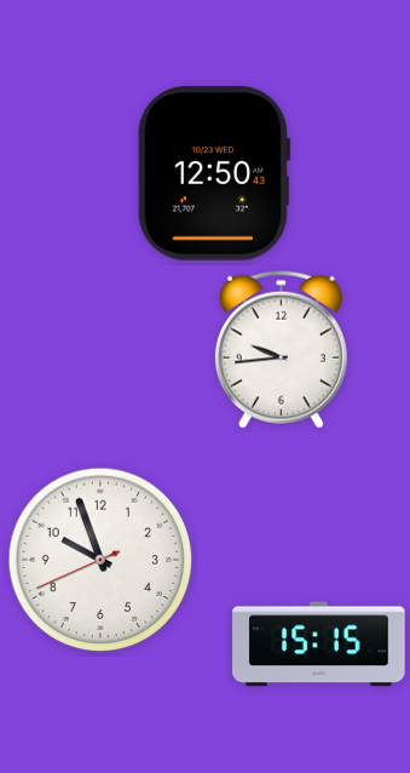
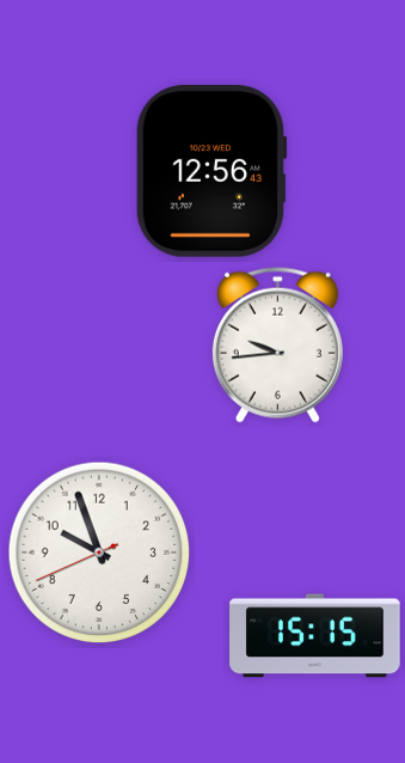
clock at (214, 173): 12:50 -> 12:56
